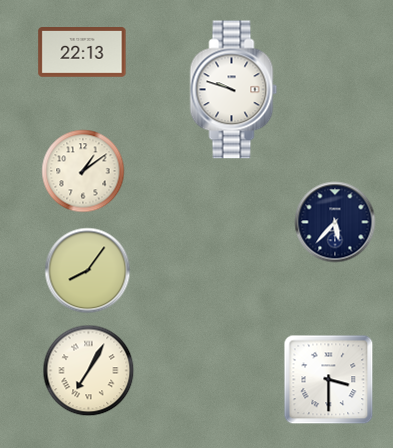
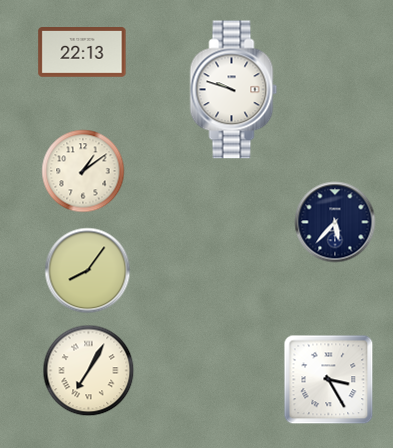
clock at (329, 380): 3:30 -> 3:25
